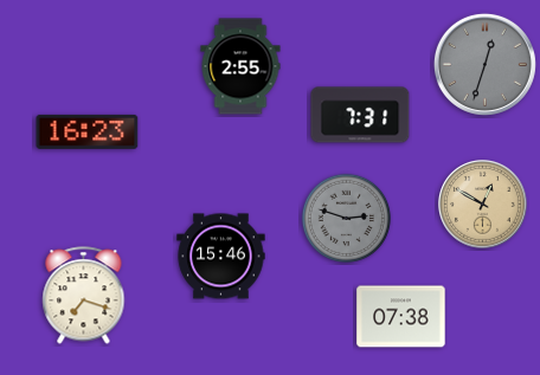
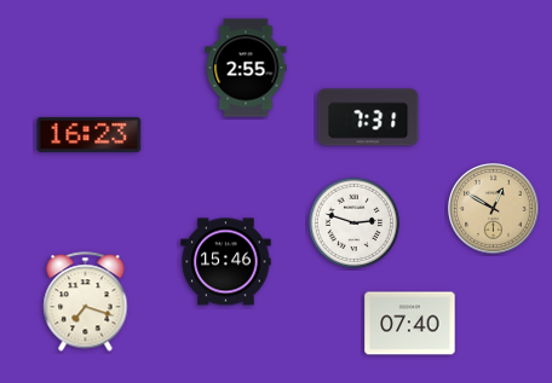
clock at (484, 64): 12:33 -> none
clock at (346, 218) dial: grey -> white
clock at (401, 317): 07:38 -> 07:40
